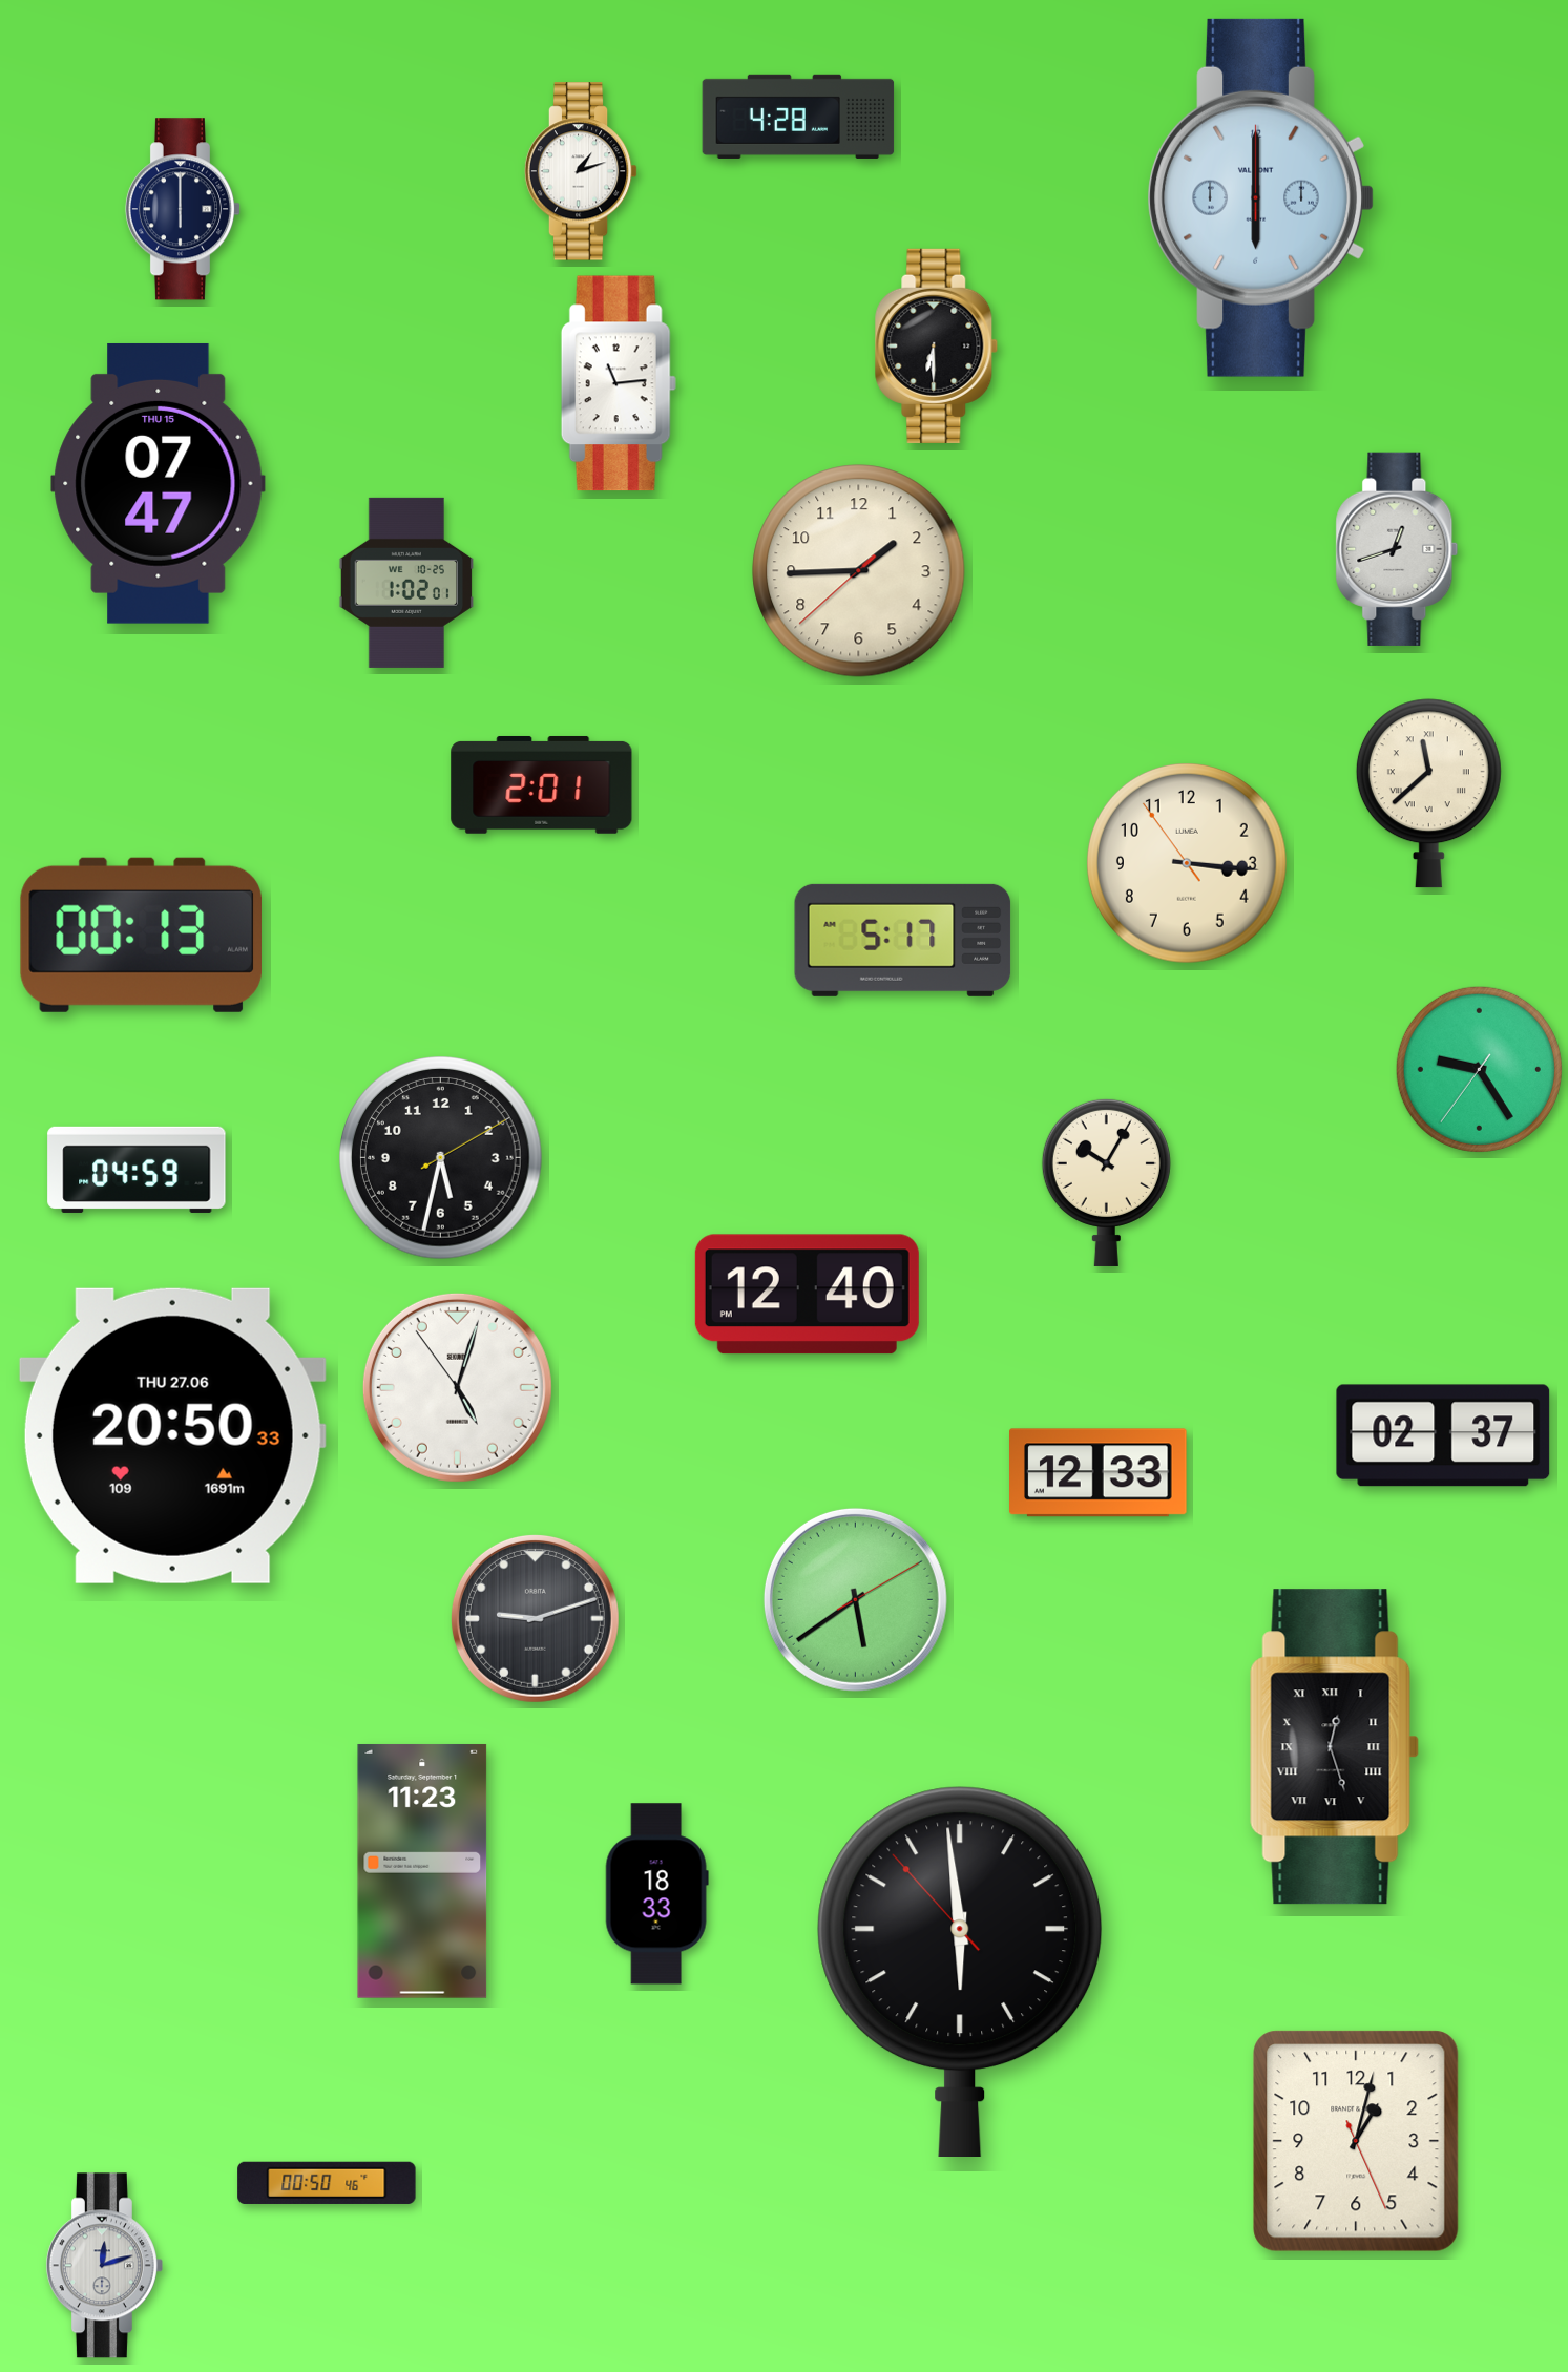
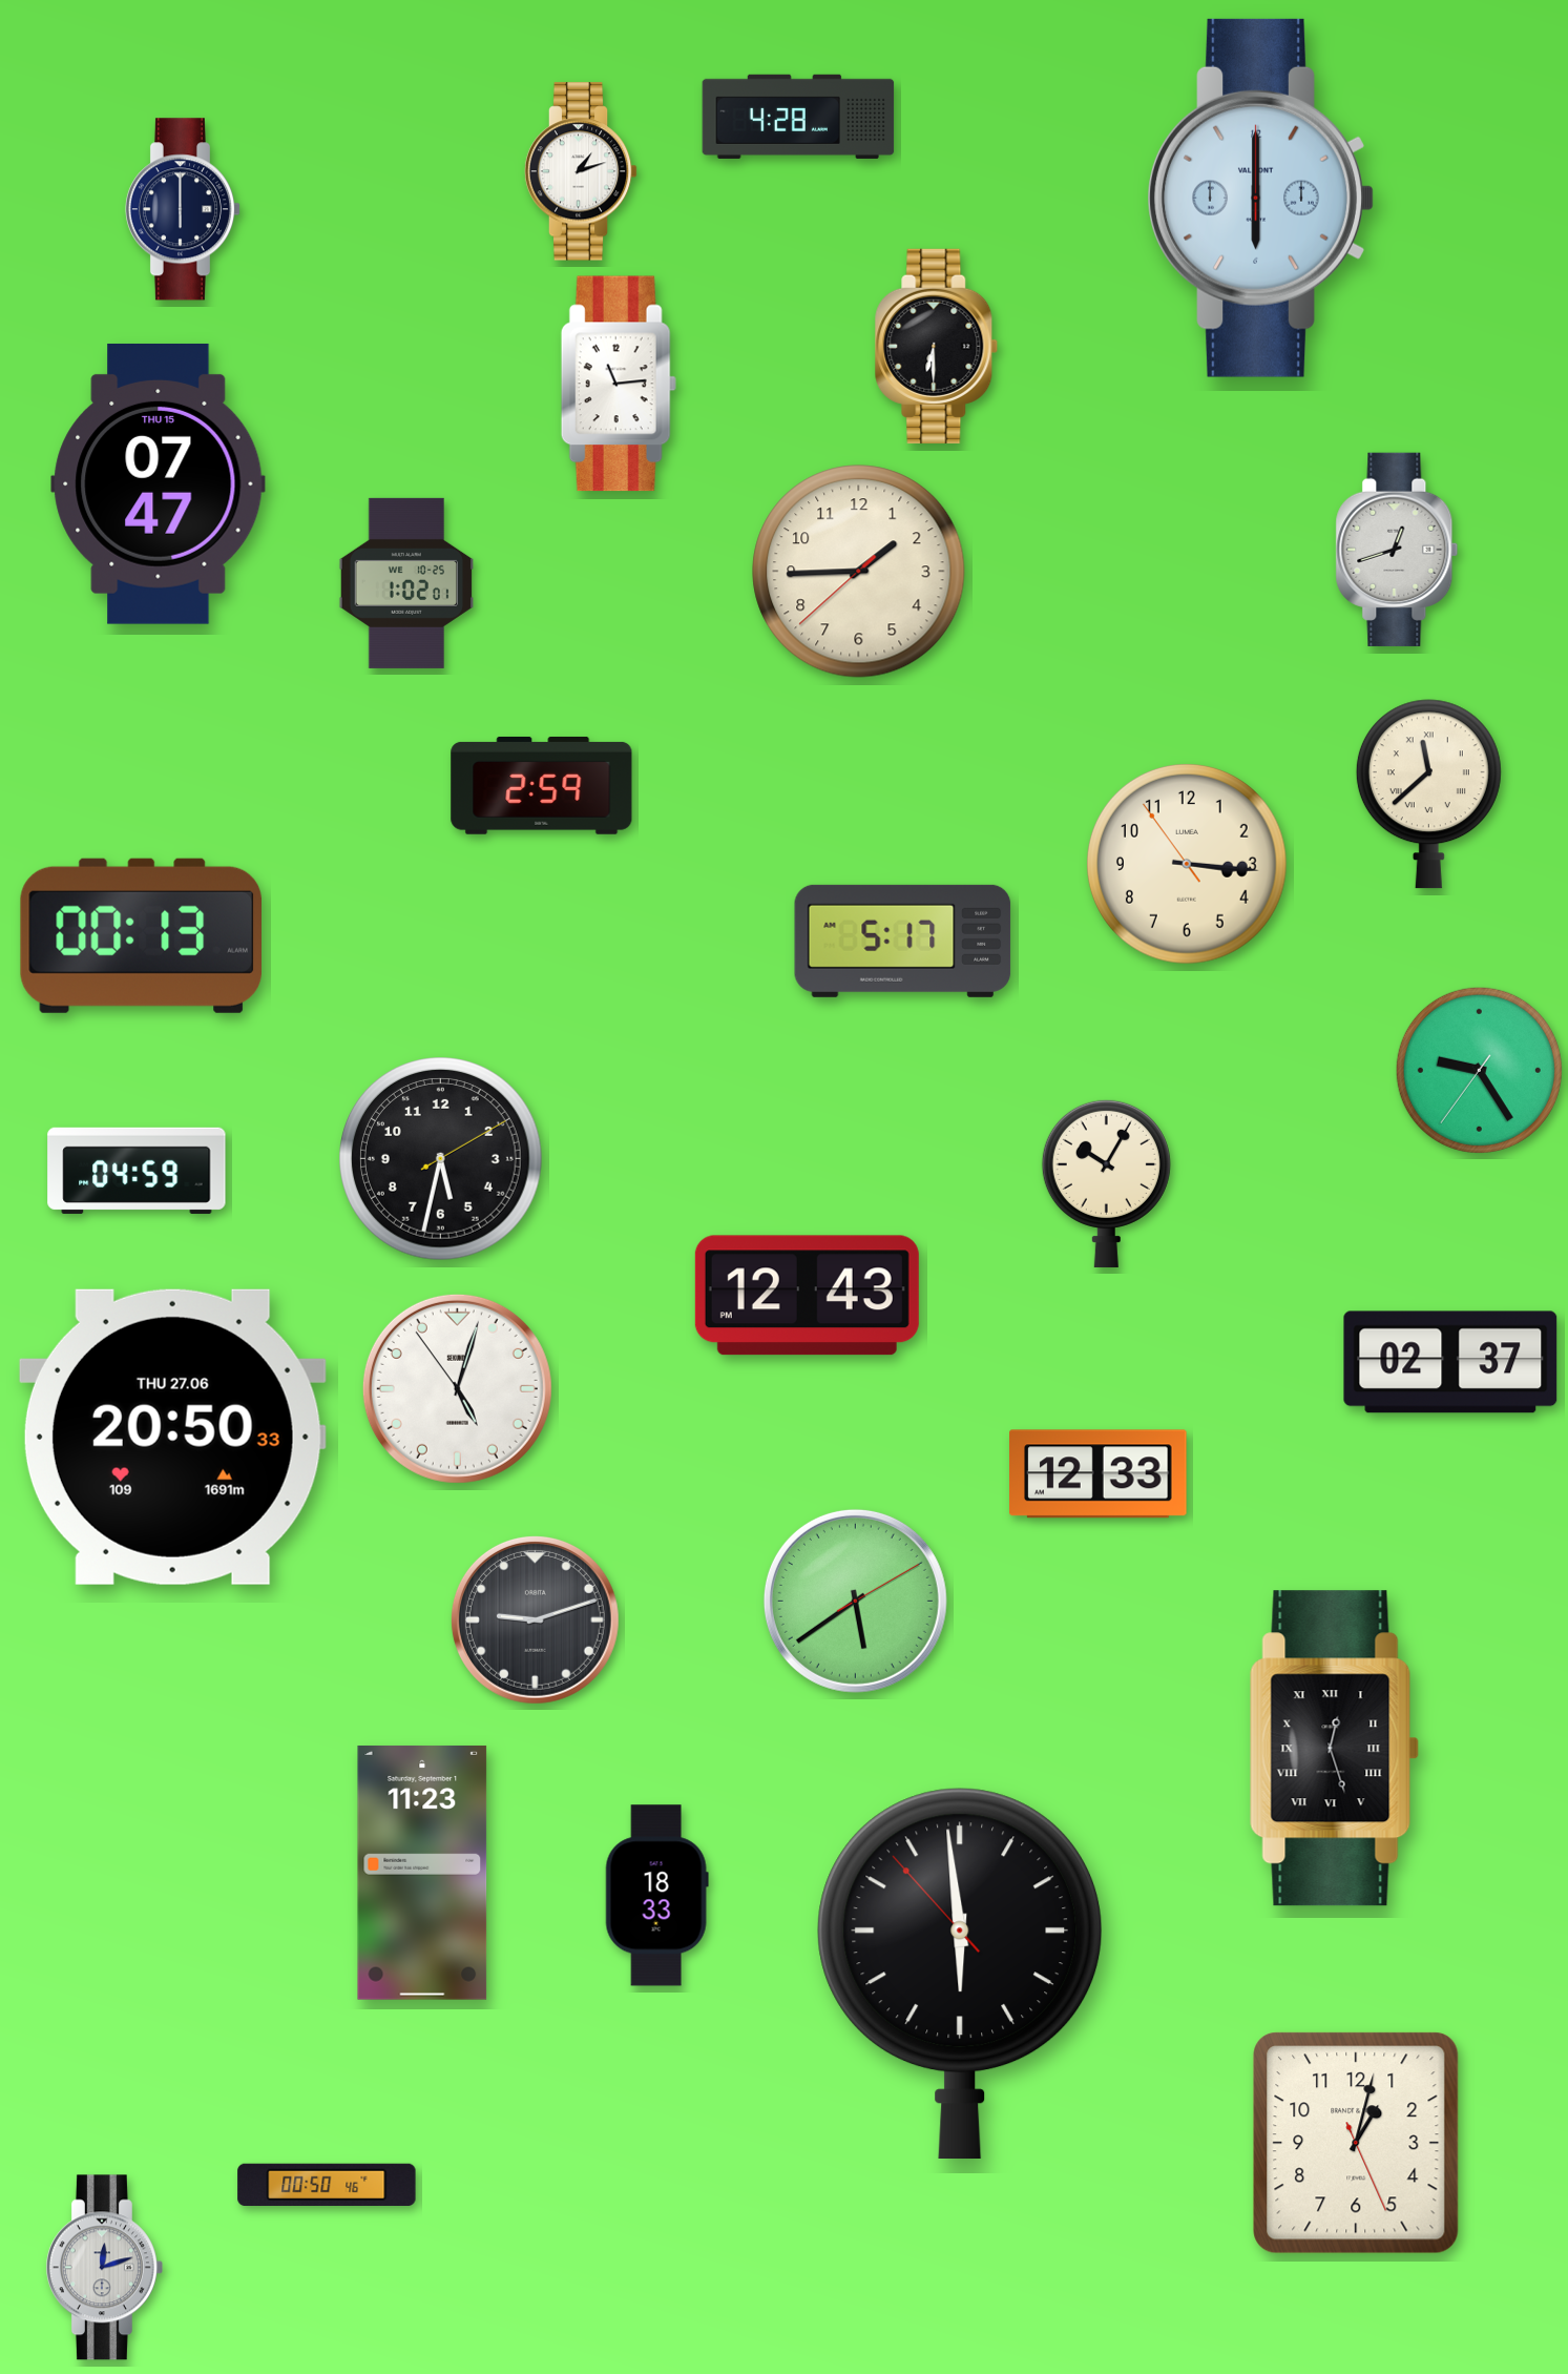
clock at (542, 784): 2:01 -> 2:59
clock at (807, 1295): 12:40 -> 12:43
clock at (1443, 1435) position: (1443, 1435) -> (1450, 1362)
